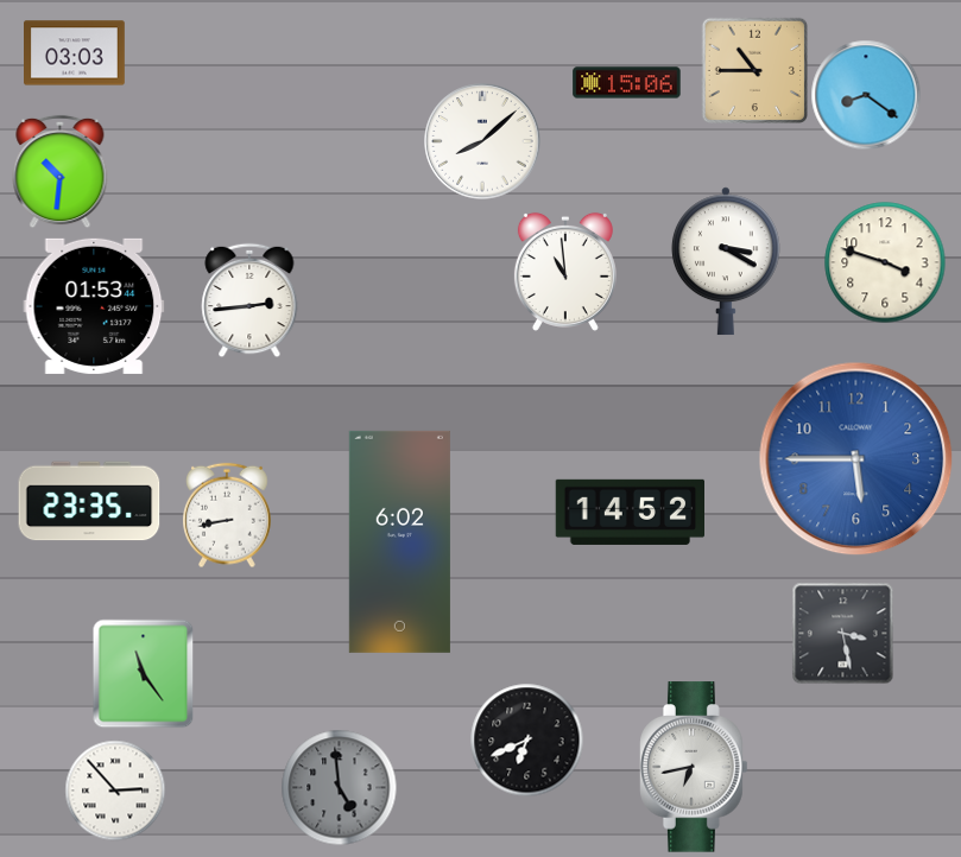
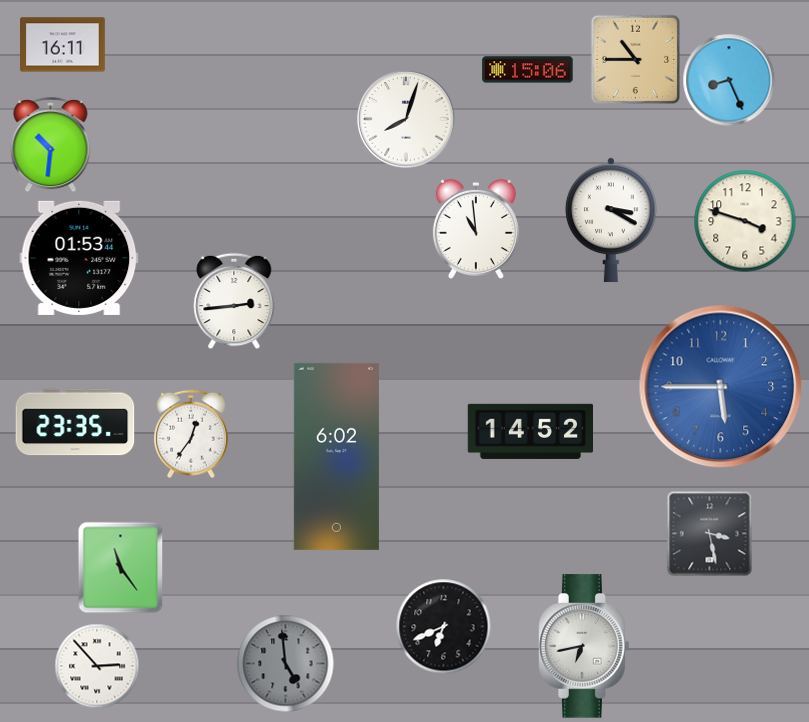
clock at (75, 53): 03:03 -> 16:11
clock at (866, 95): 8:21 -> 8:26
clock at (482, 141): 8:08 -> 8:03
clock at (249, 300) position: (249, 300) -> (234, 301)
clock at (228, 515): 8:43 -> 12:36
clock at (526, 739) position: (526, 739) -> (443, 626)
